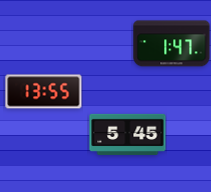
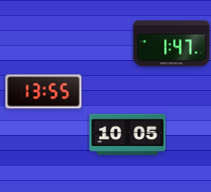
clock at (128, 134): 5:45 -> 10:05
